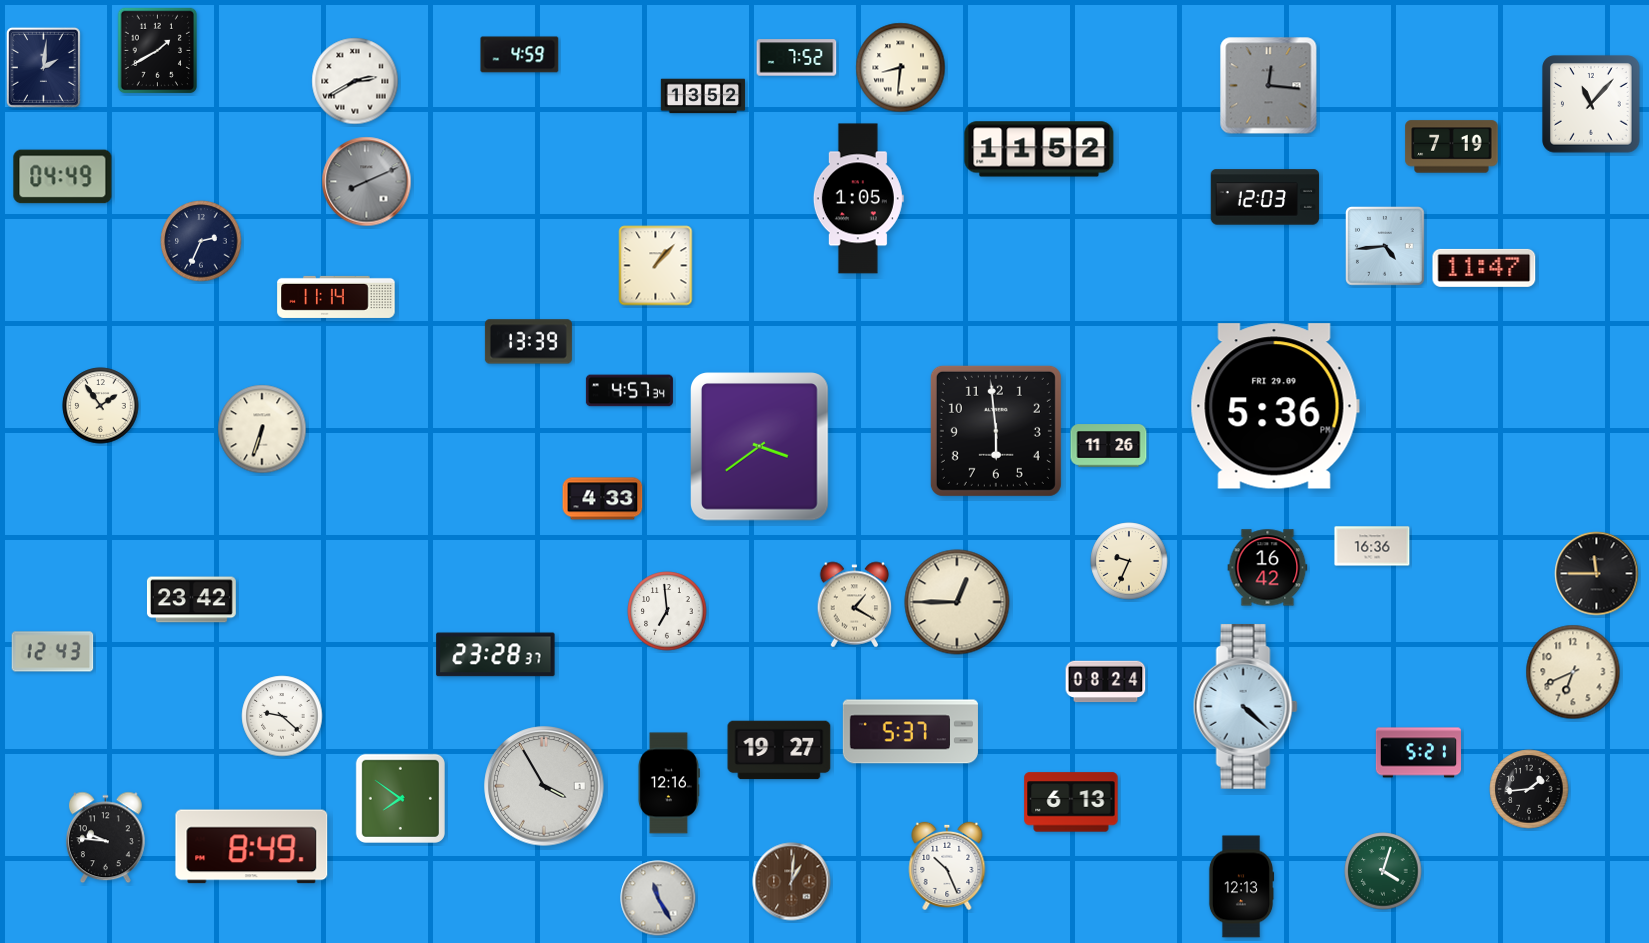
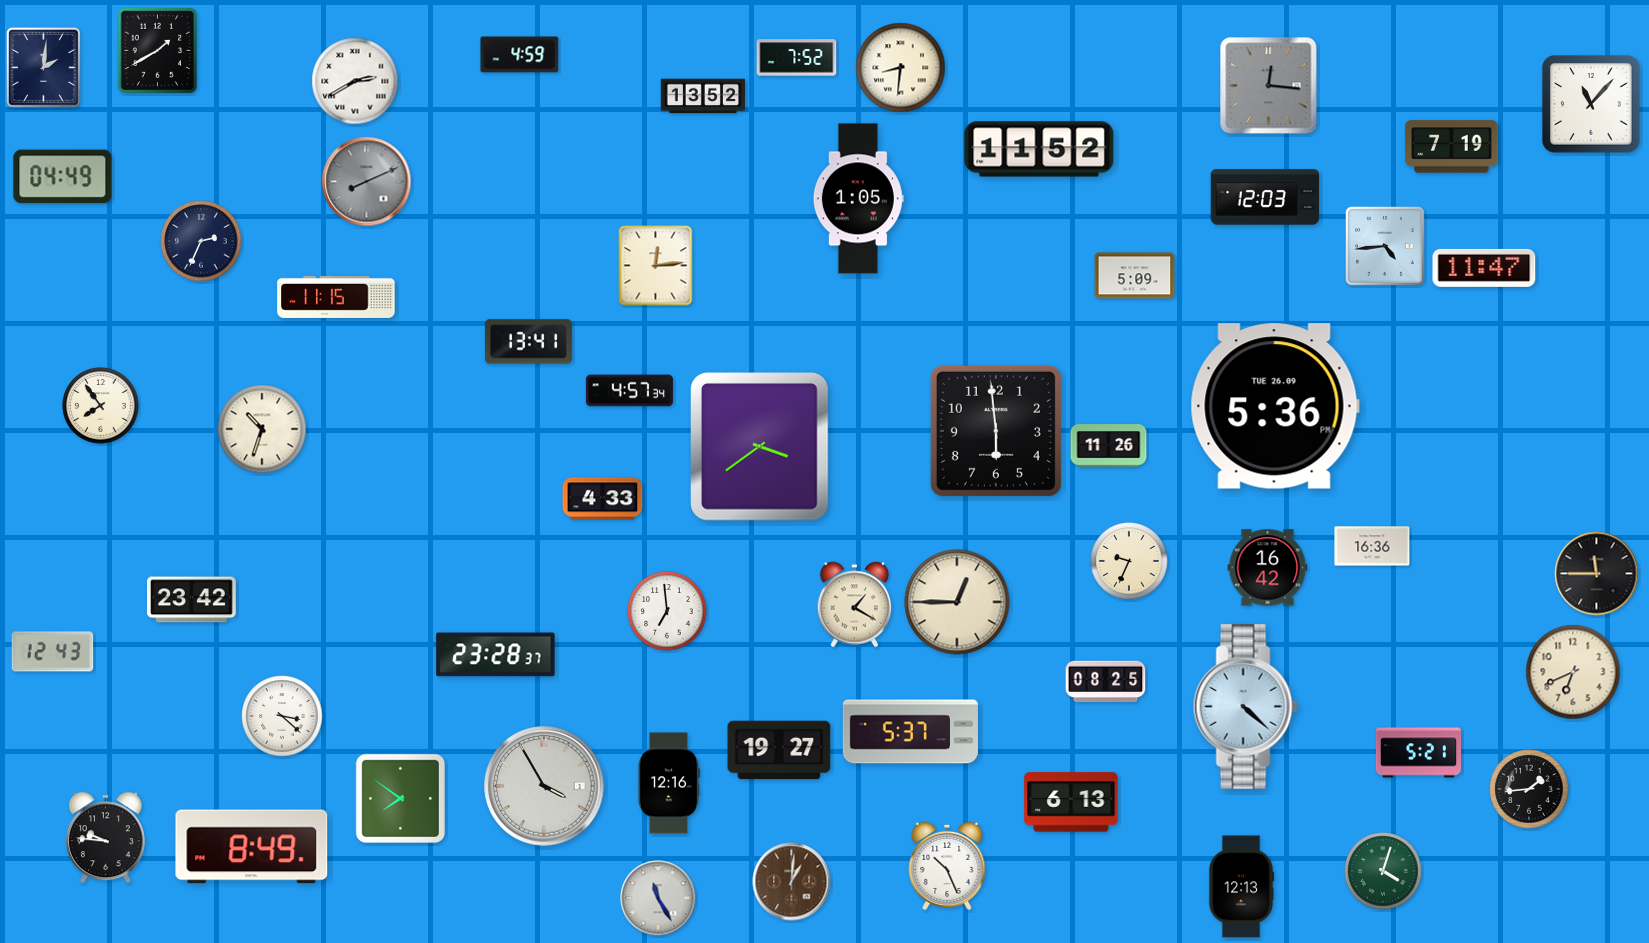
clock at (656, 266): 1:07 -> 12:14
clock at (1135, 276): none -> 5:09
clock at (336, 297): 11:14 -> 11:15
clock at (528, 342): 13:39 -> 13:41
clock at (101, 406): 1:54 -> 7:54
clock at (1275, 406) date: FRI 29.09 -> TUE 26.09
clock at (262, 429): 6:33 -> 10:33
clock at (1106, 682): 08:24 -> 08:25
clock at (282, 716): 9:22 -> 3:22
